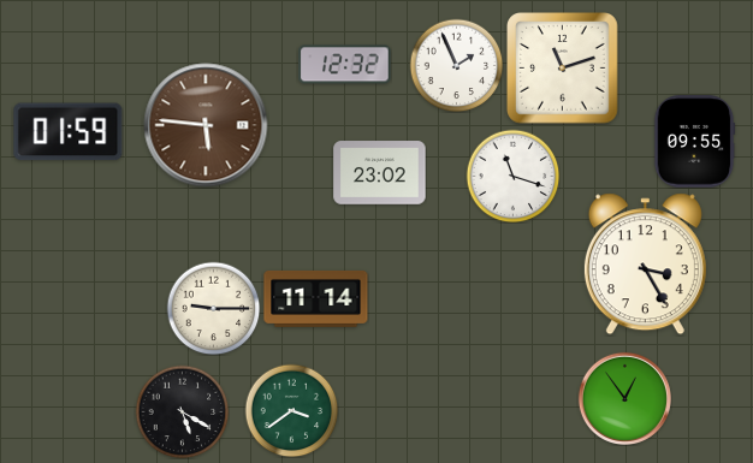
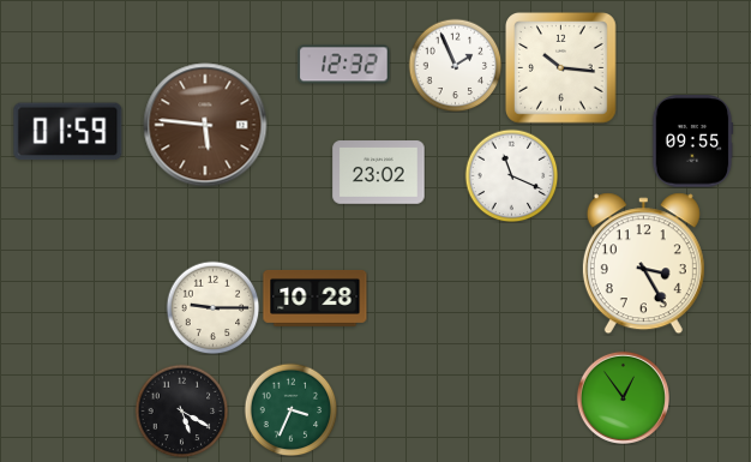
clock at (563, 69): 11:12 -> 10:16
clock at (512, 176): 11:18 -> 11:19
clock at (316, 298): 11:14 -> 10:28
clock at (291, 410): 3:39 -> 3:34
